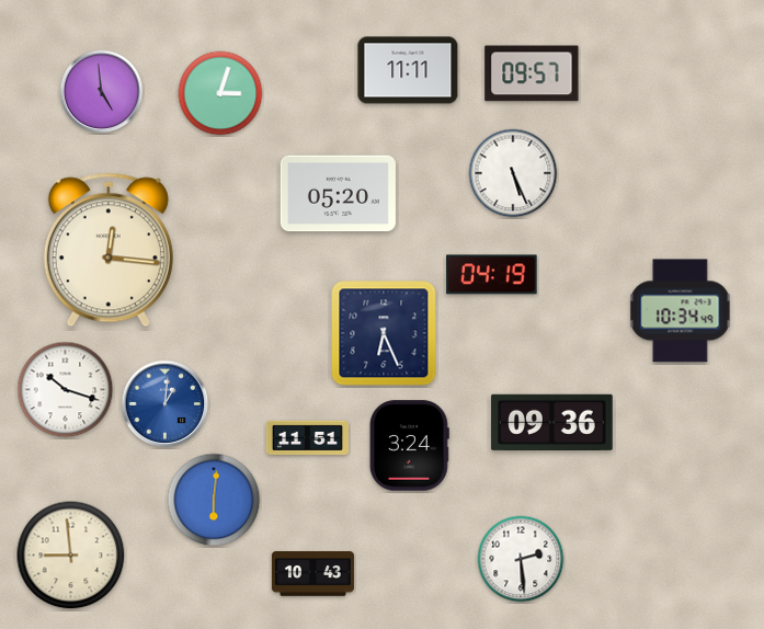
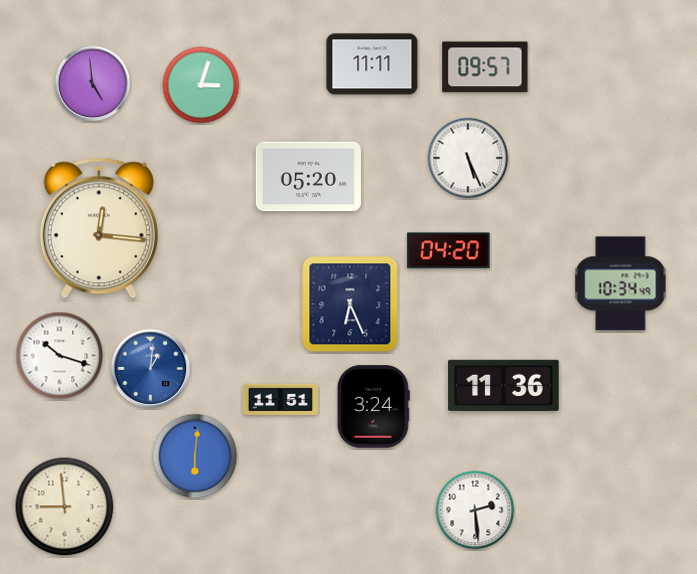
clock at (492, 275): 04:19 -> 04:20
clock at (552, 422): 09:36 -> 11:36
clock at (312, 574): 10:43 -> none
